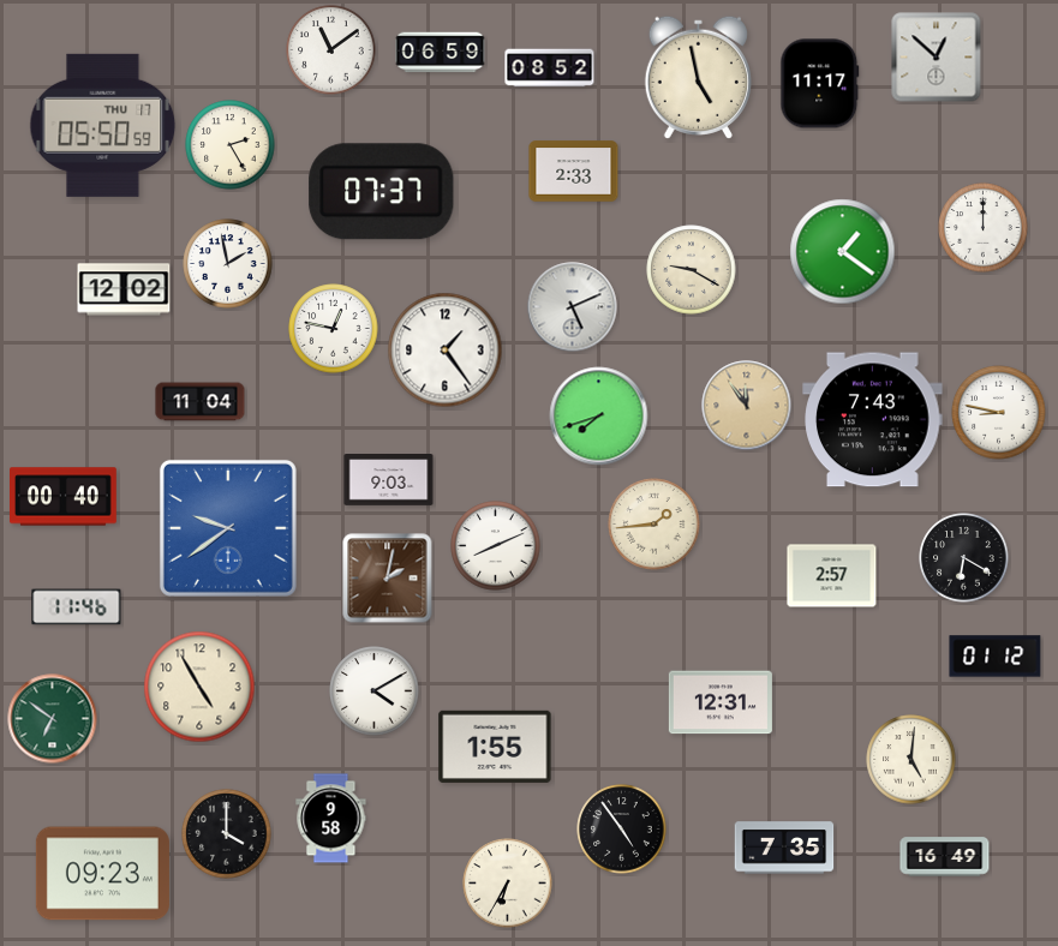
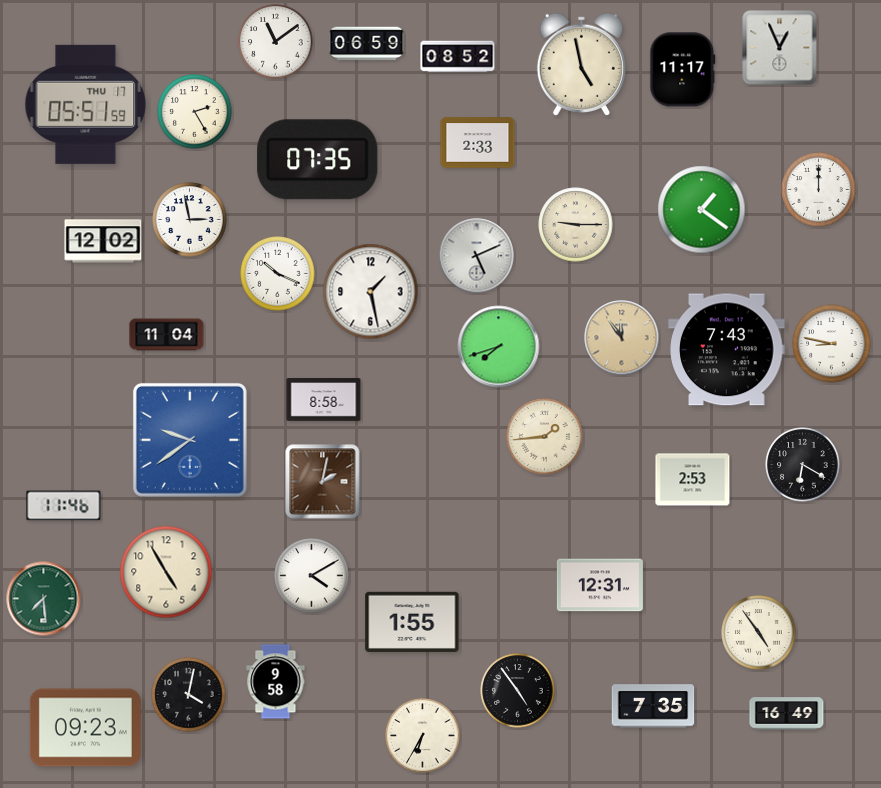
clock at (937, 58): 12:52 -> 12:56
clock at (103, 125): 05:50 -> 05:51
clock at (231, 145) position: (231, 145) -> (195, 112)
clock at (382, 192): 07:37 -> 07:35
clock at (228, 264): 1:58 -> 2:58
clock at (692, 270): 9:20 -> 9:15
clock at (334, 329): 12:47 -> 10:19
clock at (446, 351): 1:24 -> 1:28
clock at (389, 480): 9:03 -> 8:58
clock at (64, 497): 00:40 -> none
clock at (496, 546): 8:11 -> none
clock at (832, 576): 2:57 -> 2:53
clock at (996, 657): 01:12 -> none
clock at (53, 719): 6:51 -> 7:29
clock at (911, 760): 5:01 -> 4:54
clock at (227, 834): 4:00 -> 4:02
